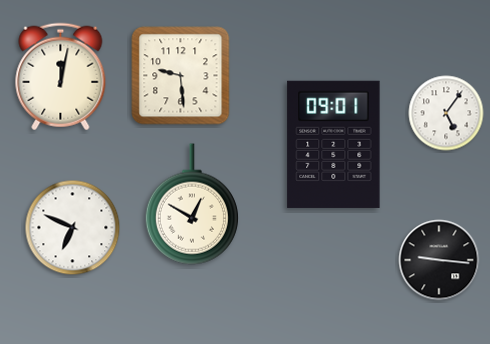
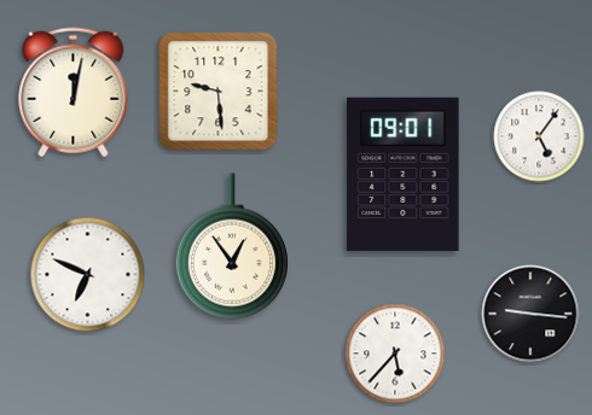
clock at (192, 204): 12:50 -> 12:54
clock at (395, 353): none -> 5:37
